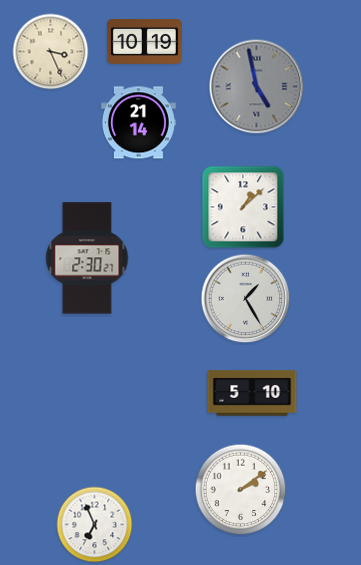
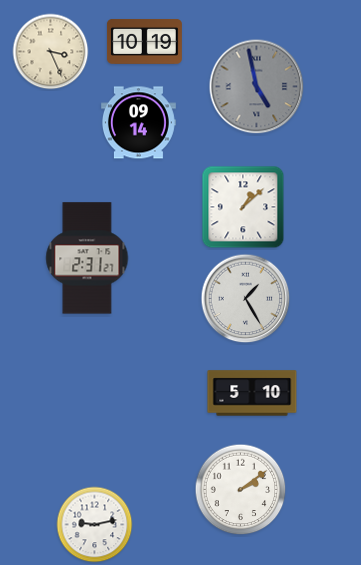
clock at (138, 123): 21:14 -> 09:14
clock at (87, 258): 2:30 -> 2:31
clock at (95, 525): 6:56 -> 9:13
